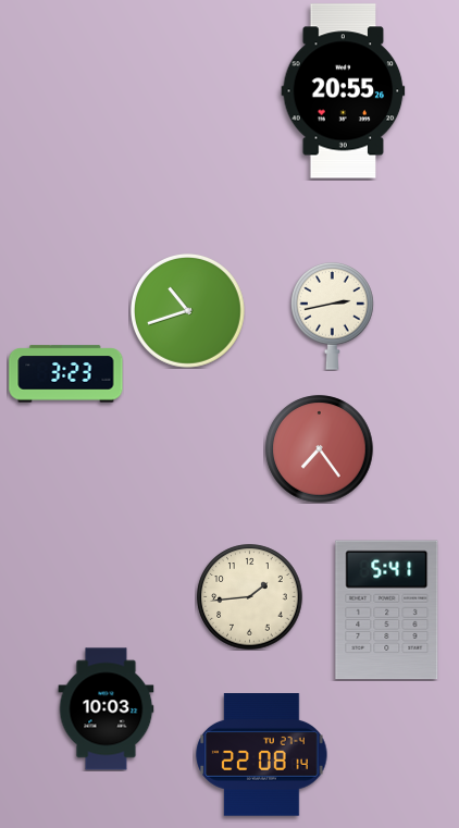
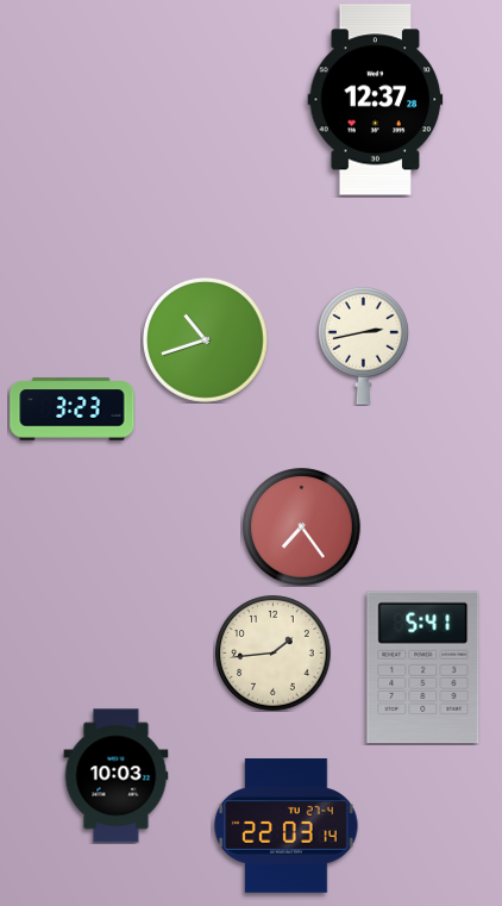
clock at (344, 91): 20:55 -> 12:37
clock at (320, 449) position: (320, 449) -> (302, 527)
clock at (262, 755): 22:08 -> 22:03
